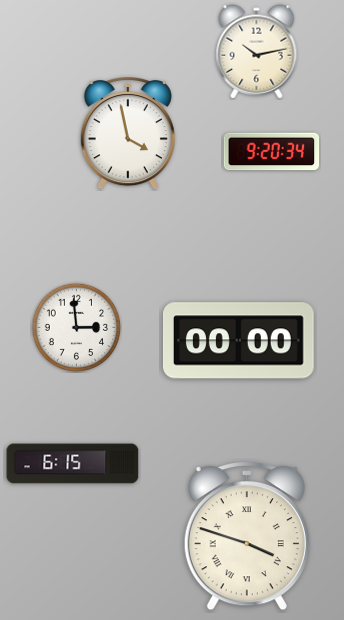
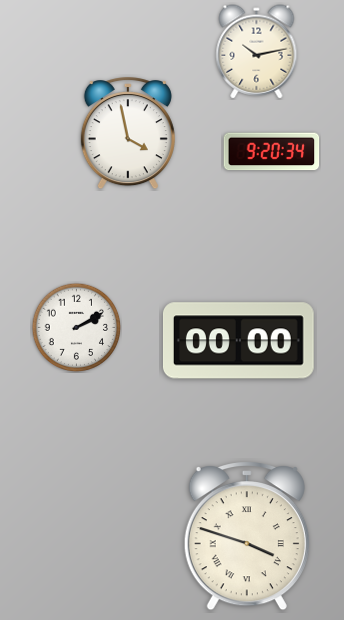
clock at (76, 327): 2:59 -> 2:10
clock at (73, 464): 6:15 -> none
